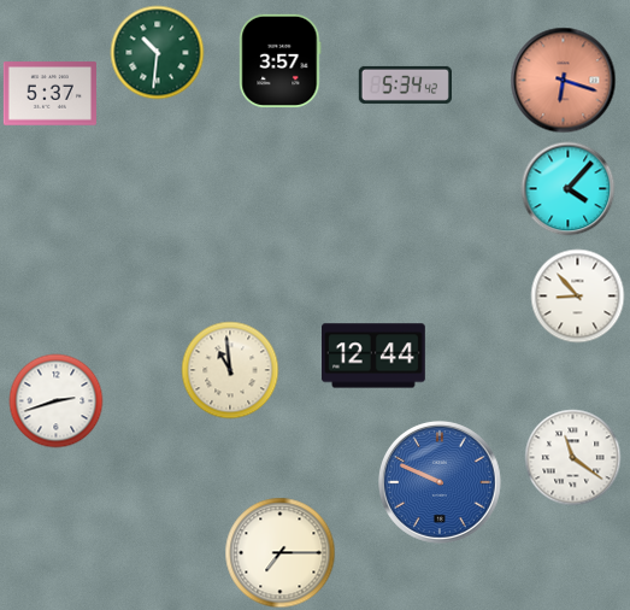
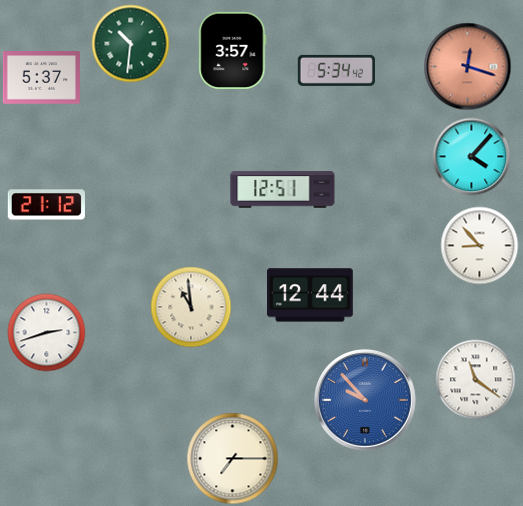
clock at (563, 80): 6:18 -> 12:18
clock at (283, 190): none -> 12:51
clock at (46, 205): none -> 21:12
clock at (440, 482): 9:49 -> 9:53
